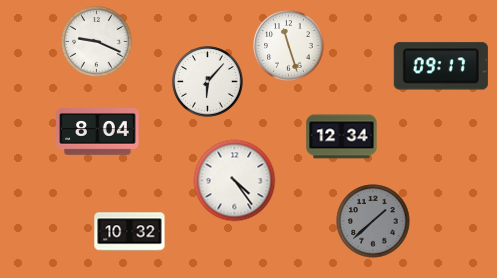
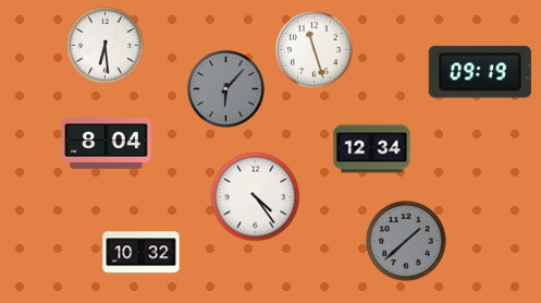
clock at (97, 42): 9:19 -> 6:29
clock at (441, 66): 09:17 -> 09:19
clock at (208, 82) dial: white -> grey
